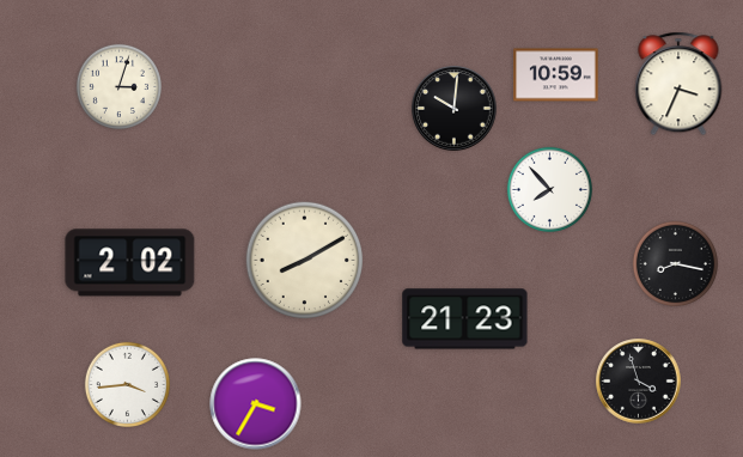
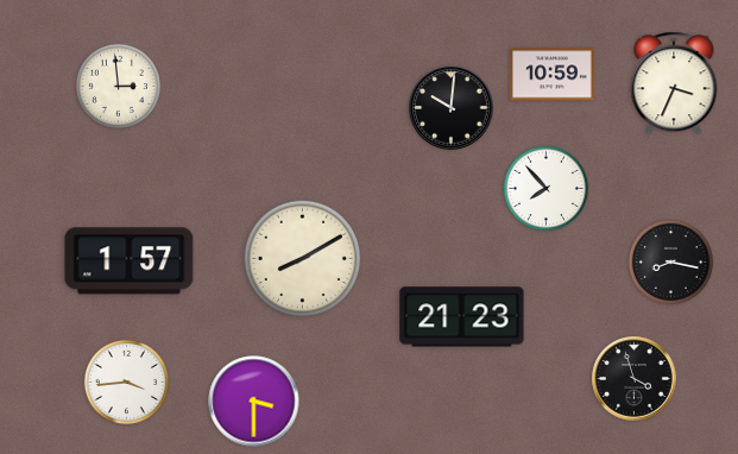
clock at (118, 86): 3:03 -> 2:59
clock at (130, 263): 2:02 -> 1:57
clock at (256, 404): 3:35 -> 3:30
